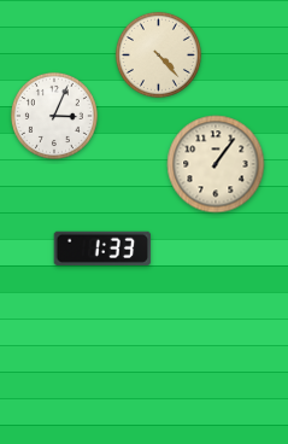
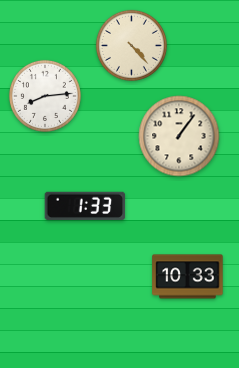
clock at (54, 116): 3:04 -> 8:14
clock at (188, 277): none -> 10:33
